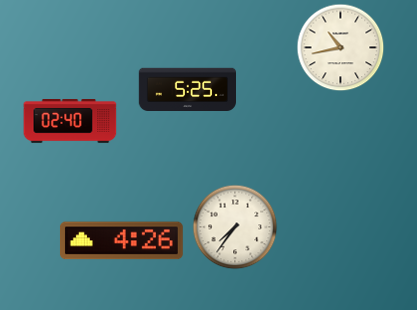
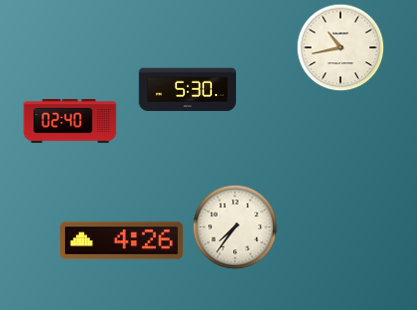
clock at (187, 89): 5:25 -> 5:30
